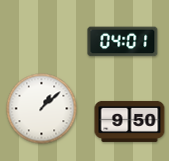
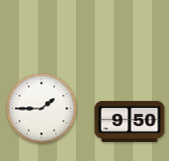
clock at (123, 42): 04:01 -> none
clock at (42, 109): 1:08 -> 1:45
